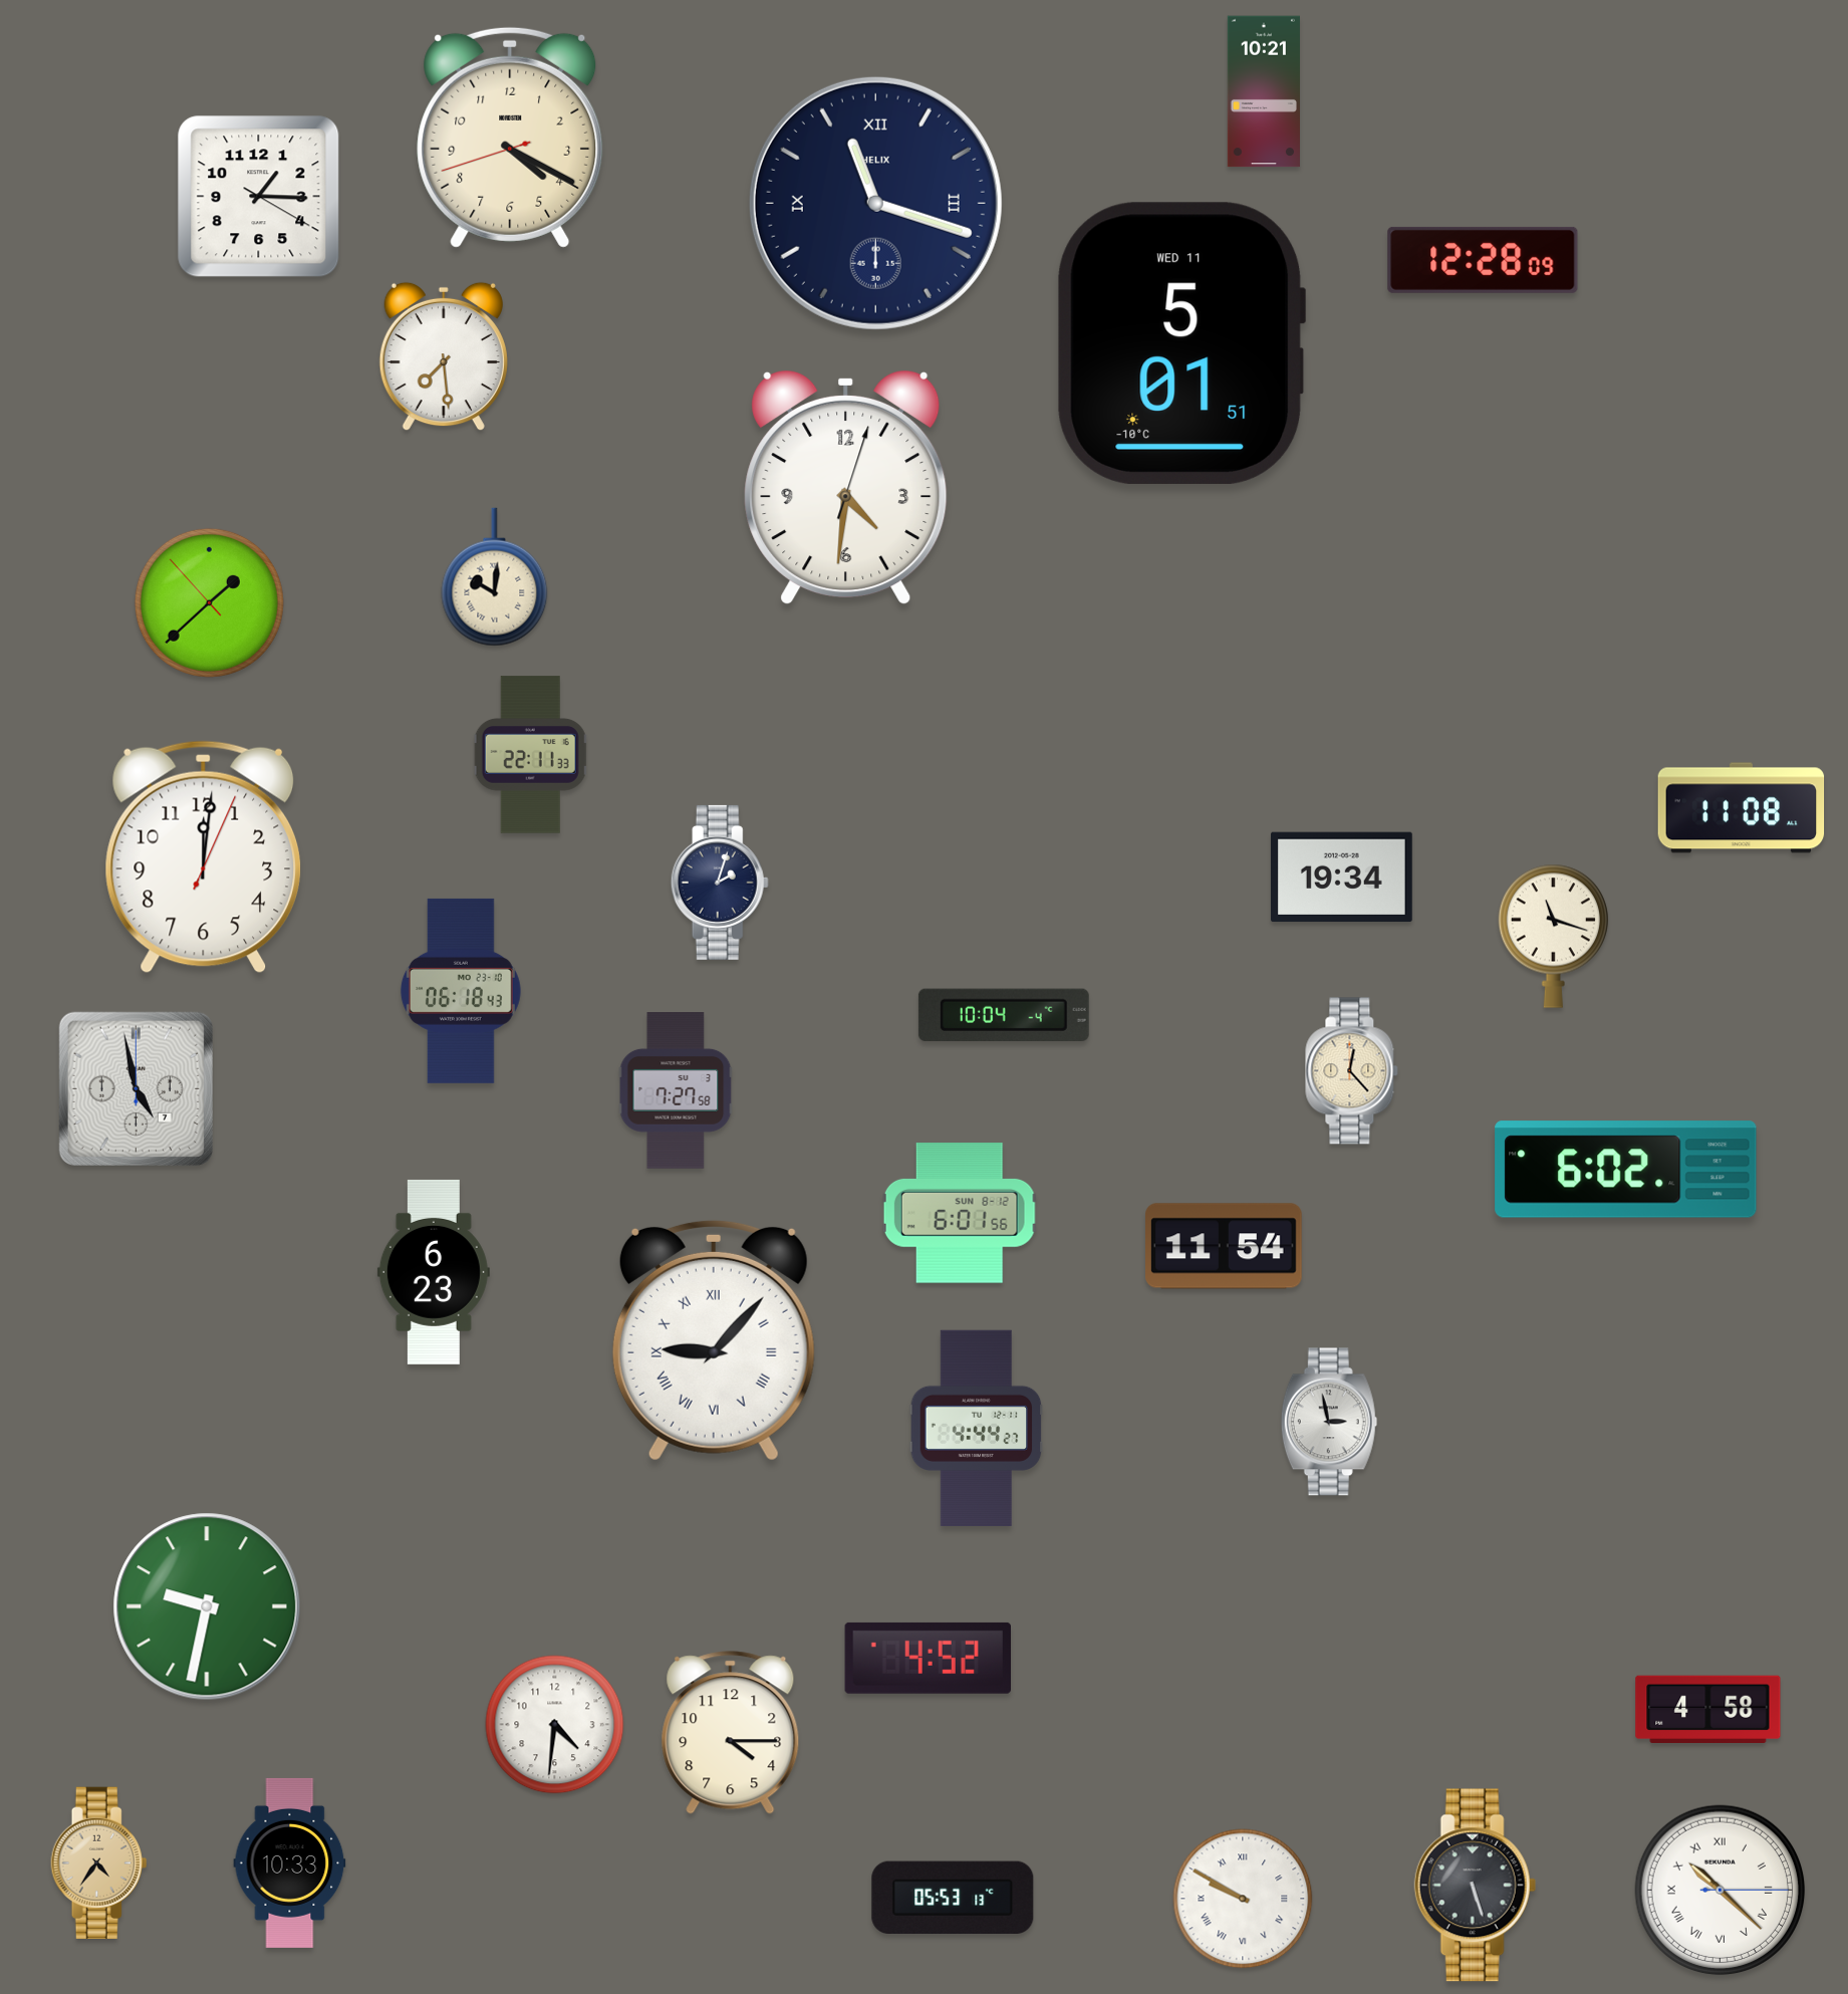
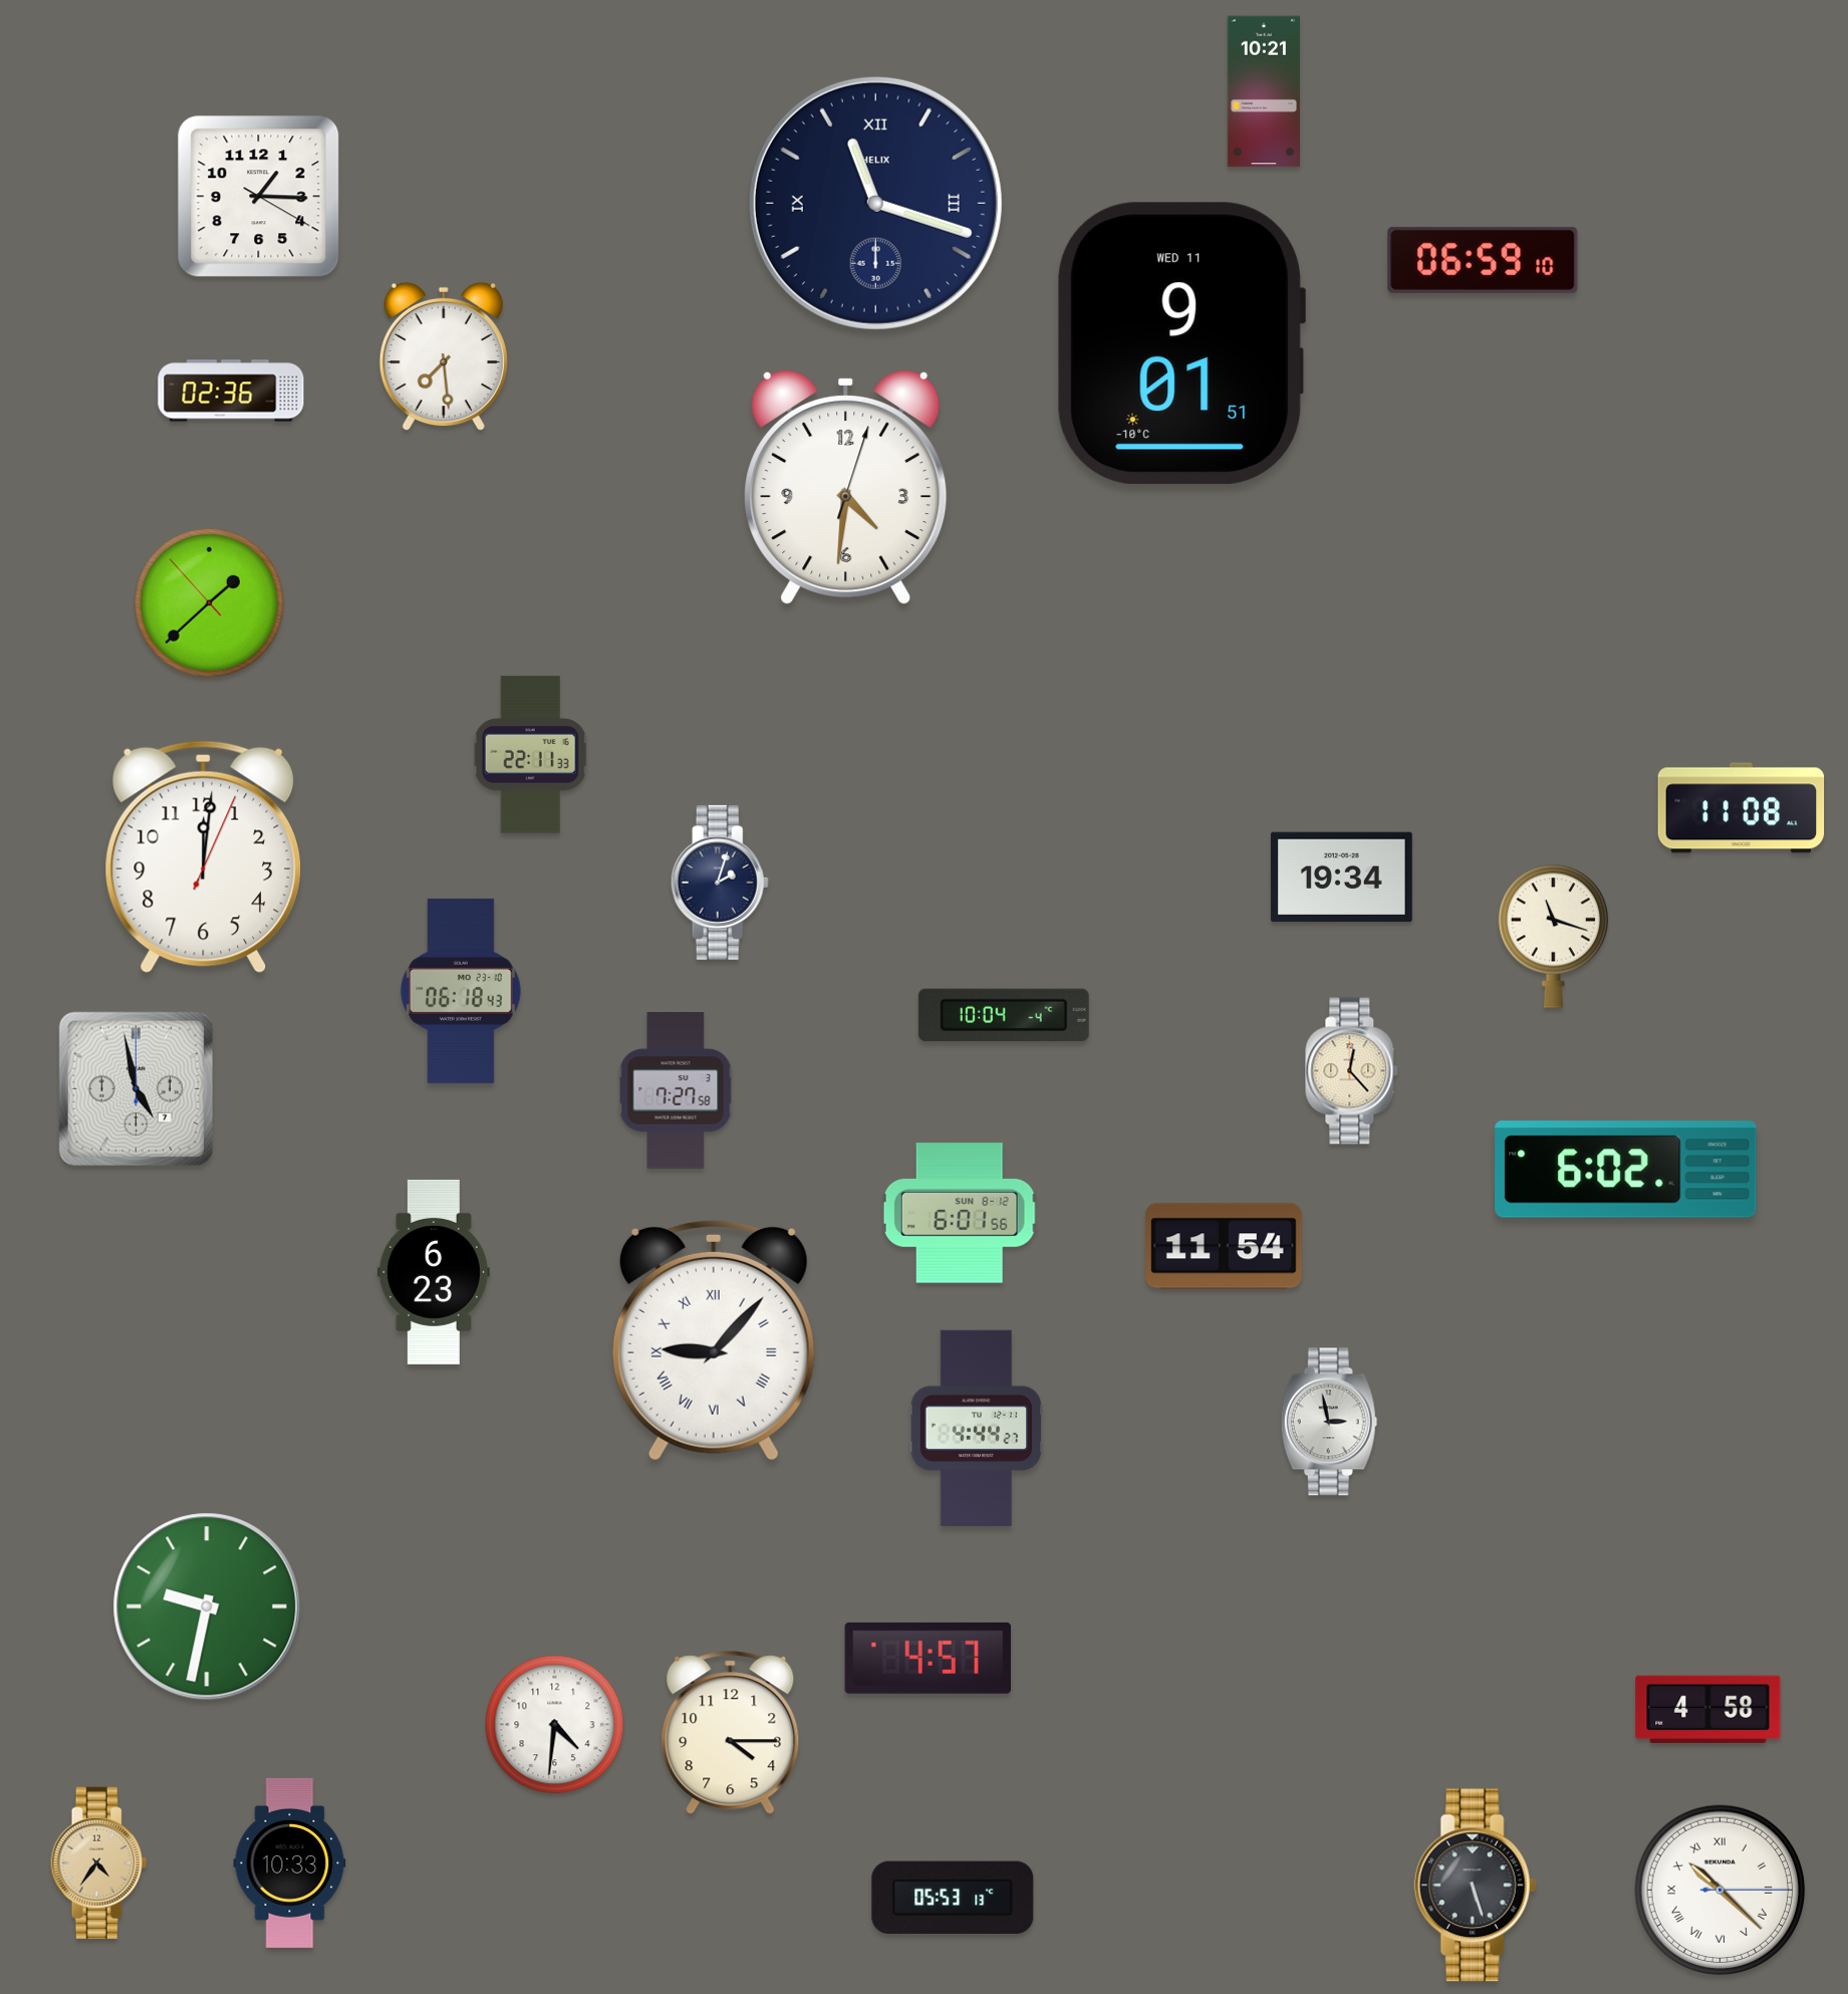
clock at (510, 138): 4:19 -> none
clock at (1483, 260): 12:28 -> 06:59
clock at (1181, 343): 5:01 -> 9:01
clock at (231, 391): none -> 02:36
clock at (495, 577): 10:01 -> none
clock at (928, 1658): 4:52 -> 4:57
clock at (1243, 1899): 9:50 -> none
